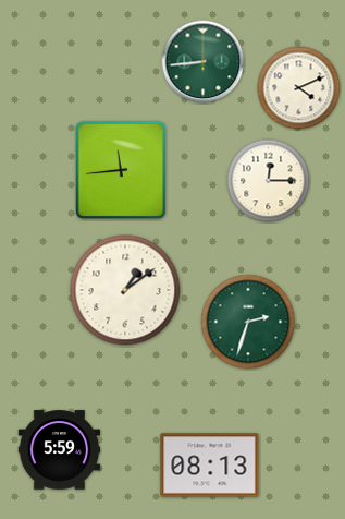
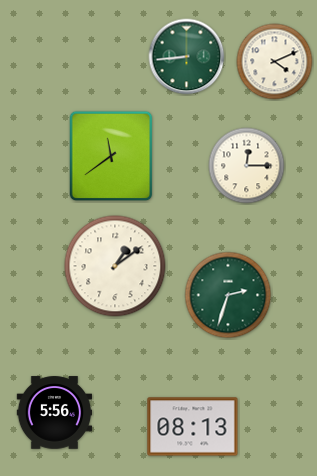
clock at (299, 88) position: (299, 88) -> (275, 62)
clock at (121, 170): 11:44 -> 11:39
clock at (60, 450): 5:59 -> 5:56
